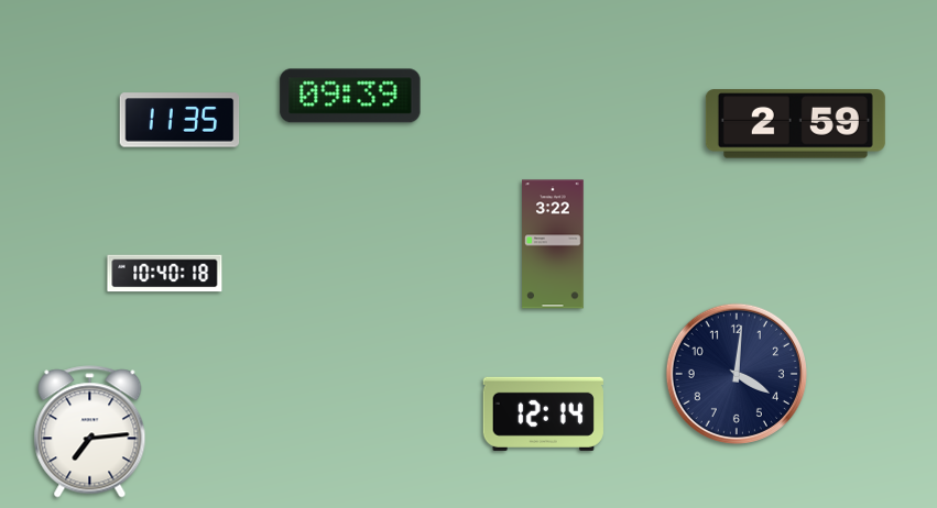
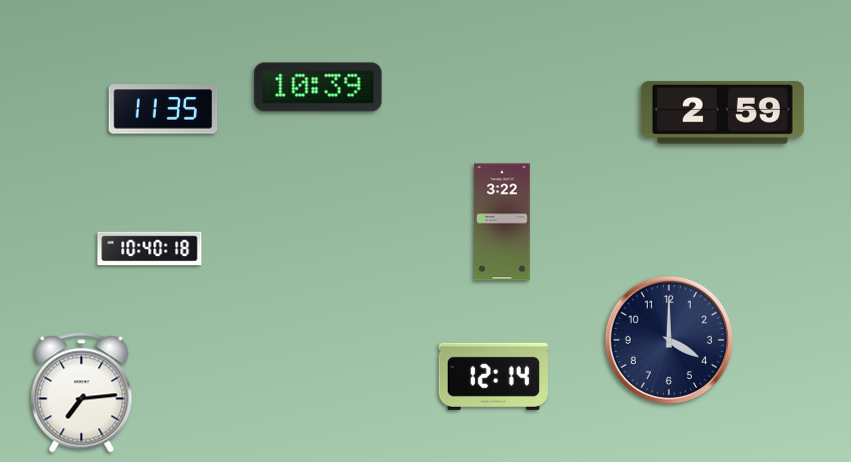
clock at (350, 96): 09:39 -> 10:39
clock at (737, 374): 4:01 -> 4:00
